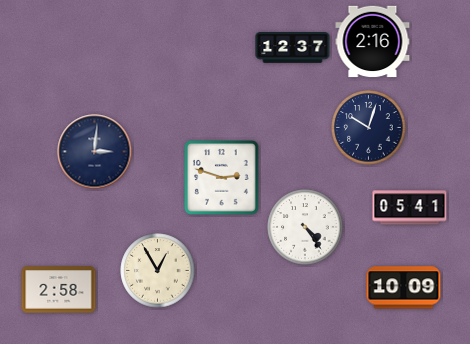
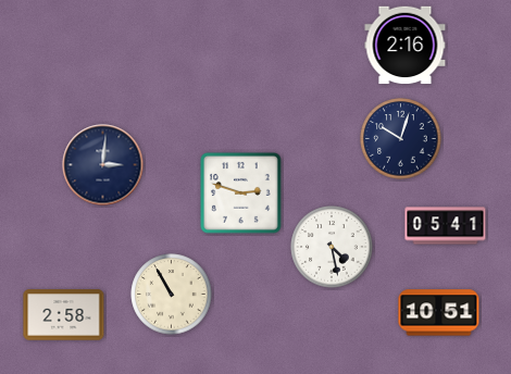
clock at (293, 48): 12:37 -> none
clock at (305, 227): 4:24 -> 4:28
clock at (158, 271): 12:55 -> 10:55
clock at (404, 288): 10:09 -> 10:51
